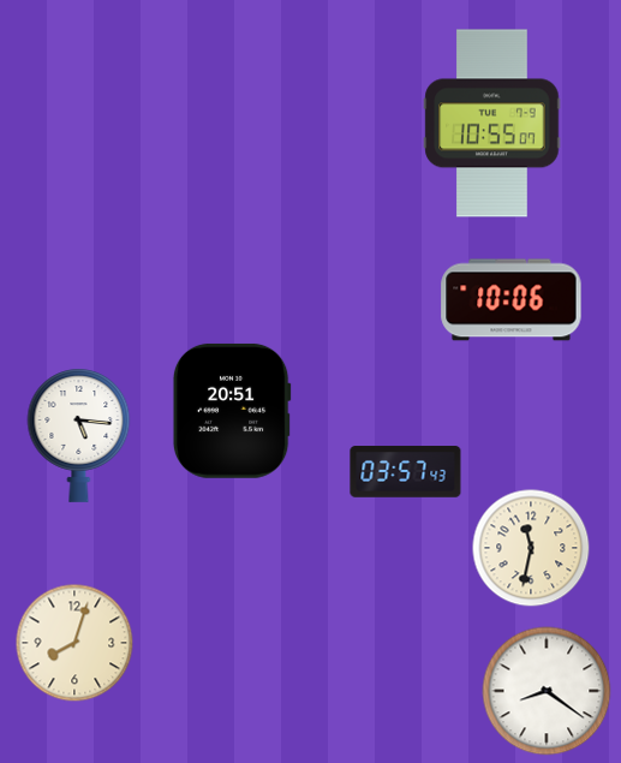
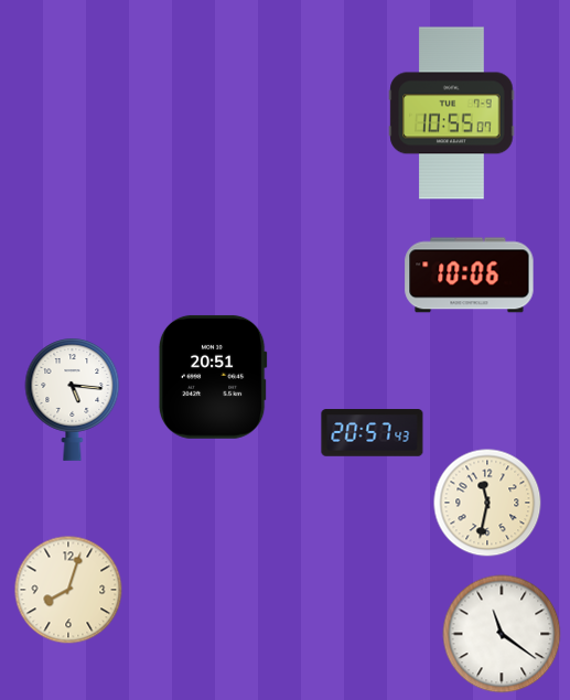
clock at (406, 472): 03:57 -> 20:57
clock at (547, 691): 8:21 -> 11:21
